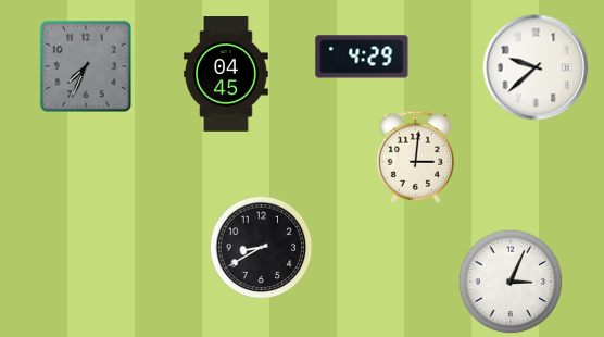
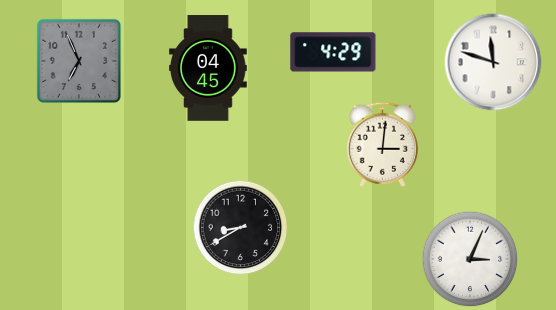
clock at (86, 66): 7:34 -> 6:56
clock at (536, 67): 9:38 -> 11:48
